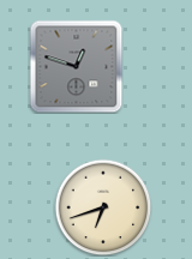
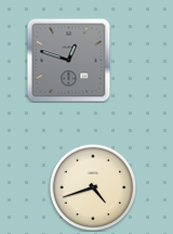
clock at (103, 207): 6:42 -> 4:42
